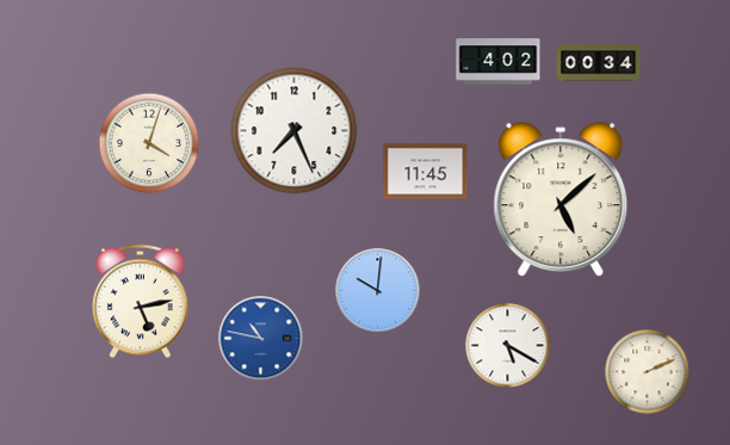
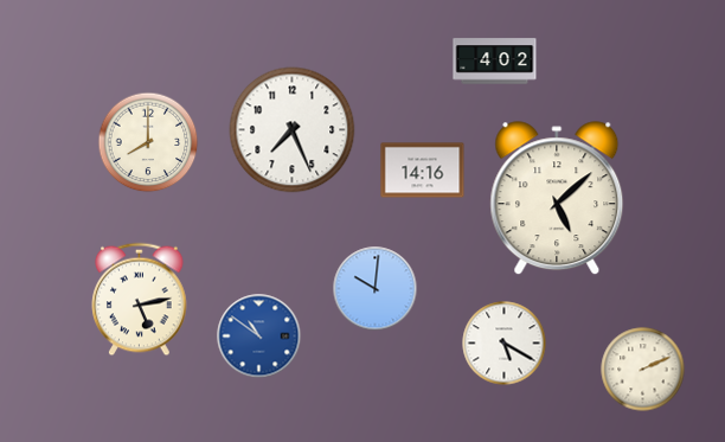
clock at (599, 63): 00:34 -> none
clock at (149, 143): 4:03 -> 8:00
clock at (426, 172): 11:45 -> 14:16
clock at (261, 339): 10:47 -> 10:51
